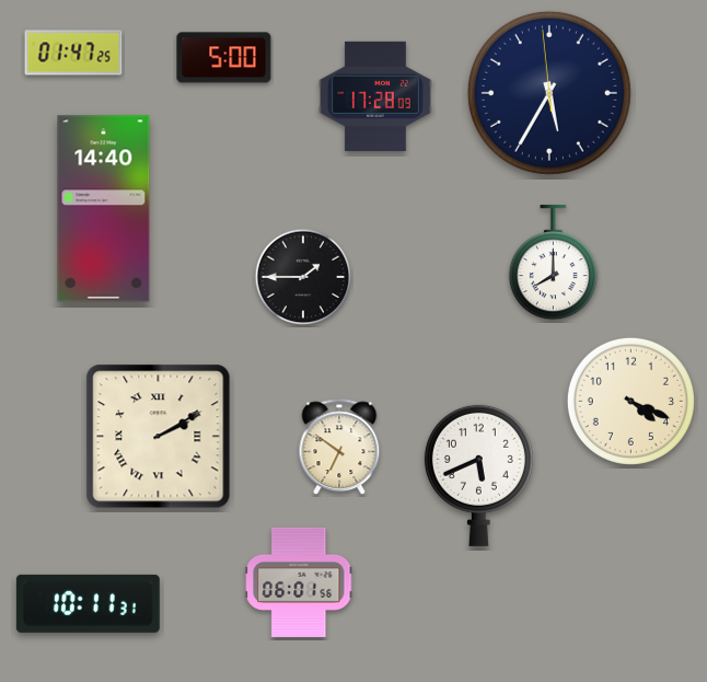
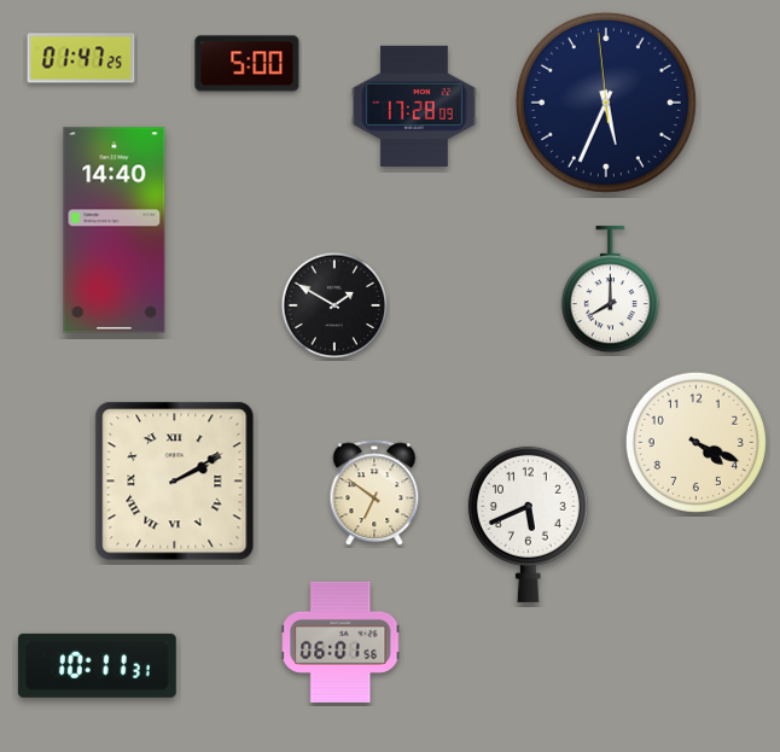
clock at (549, 93): 5:34 -> 5:33
clock at (303, 277): 1:45 -> 1:50
clock at (299, 582) position: (299, 582) -> (340, 642)
